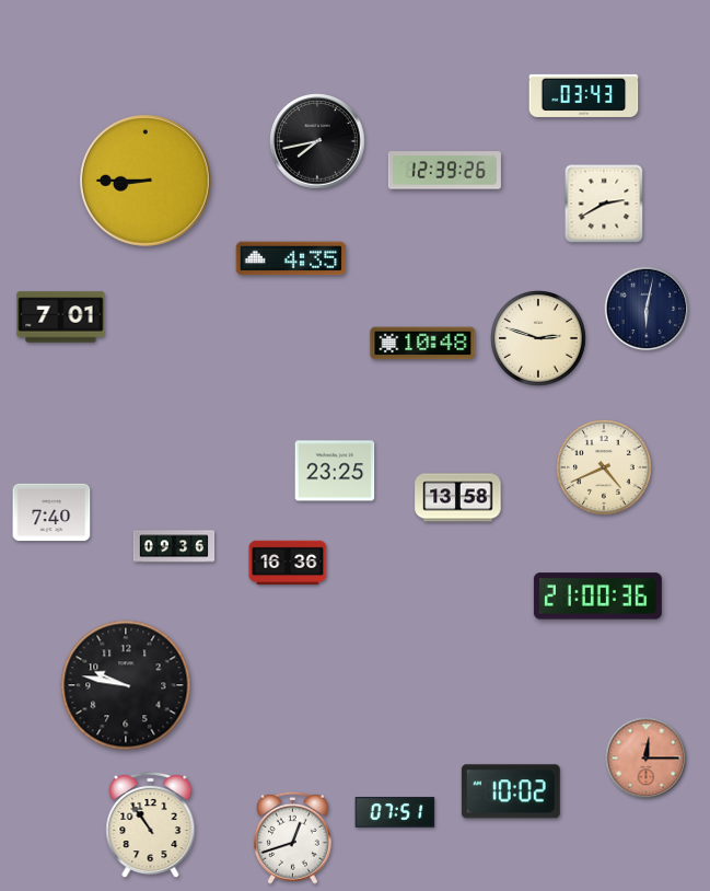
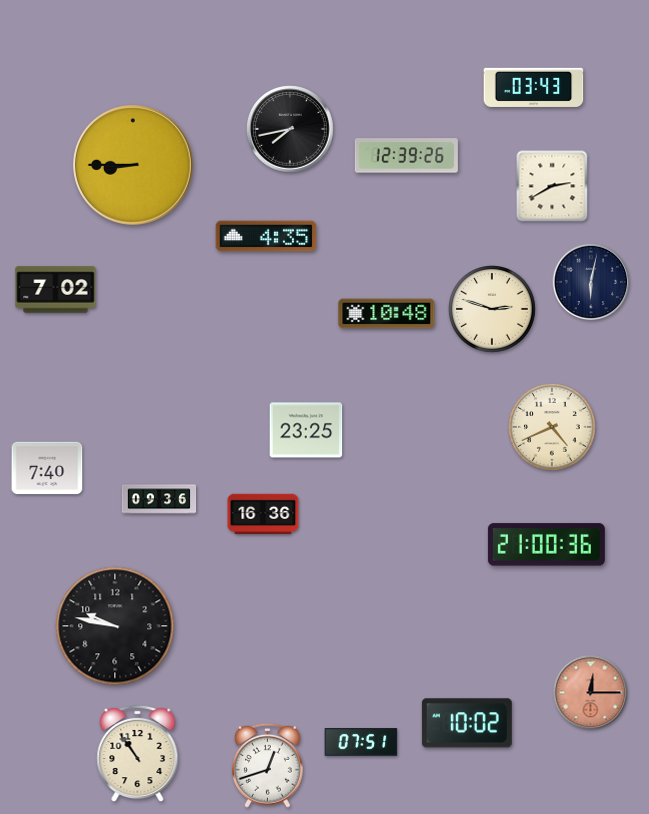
clock at (61, 317): 7:01 -> 7:02
clock at (458, 498): 13:58 -> none
